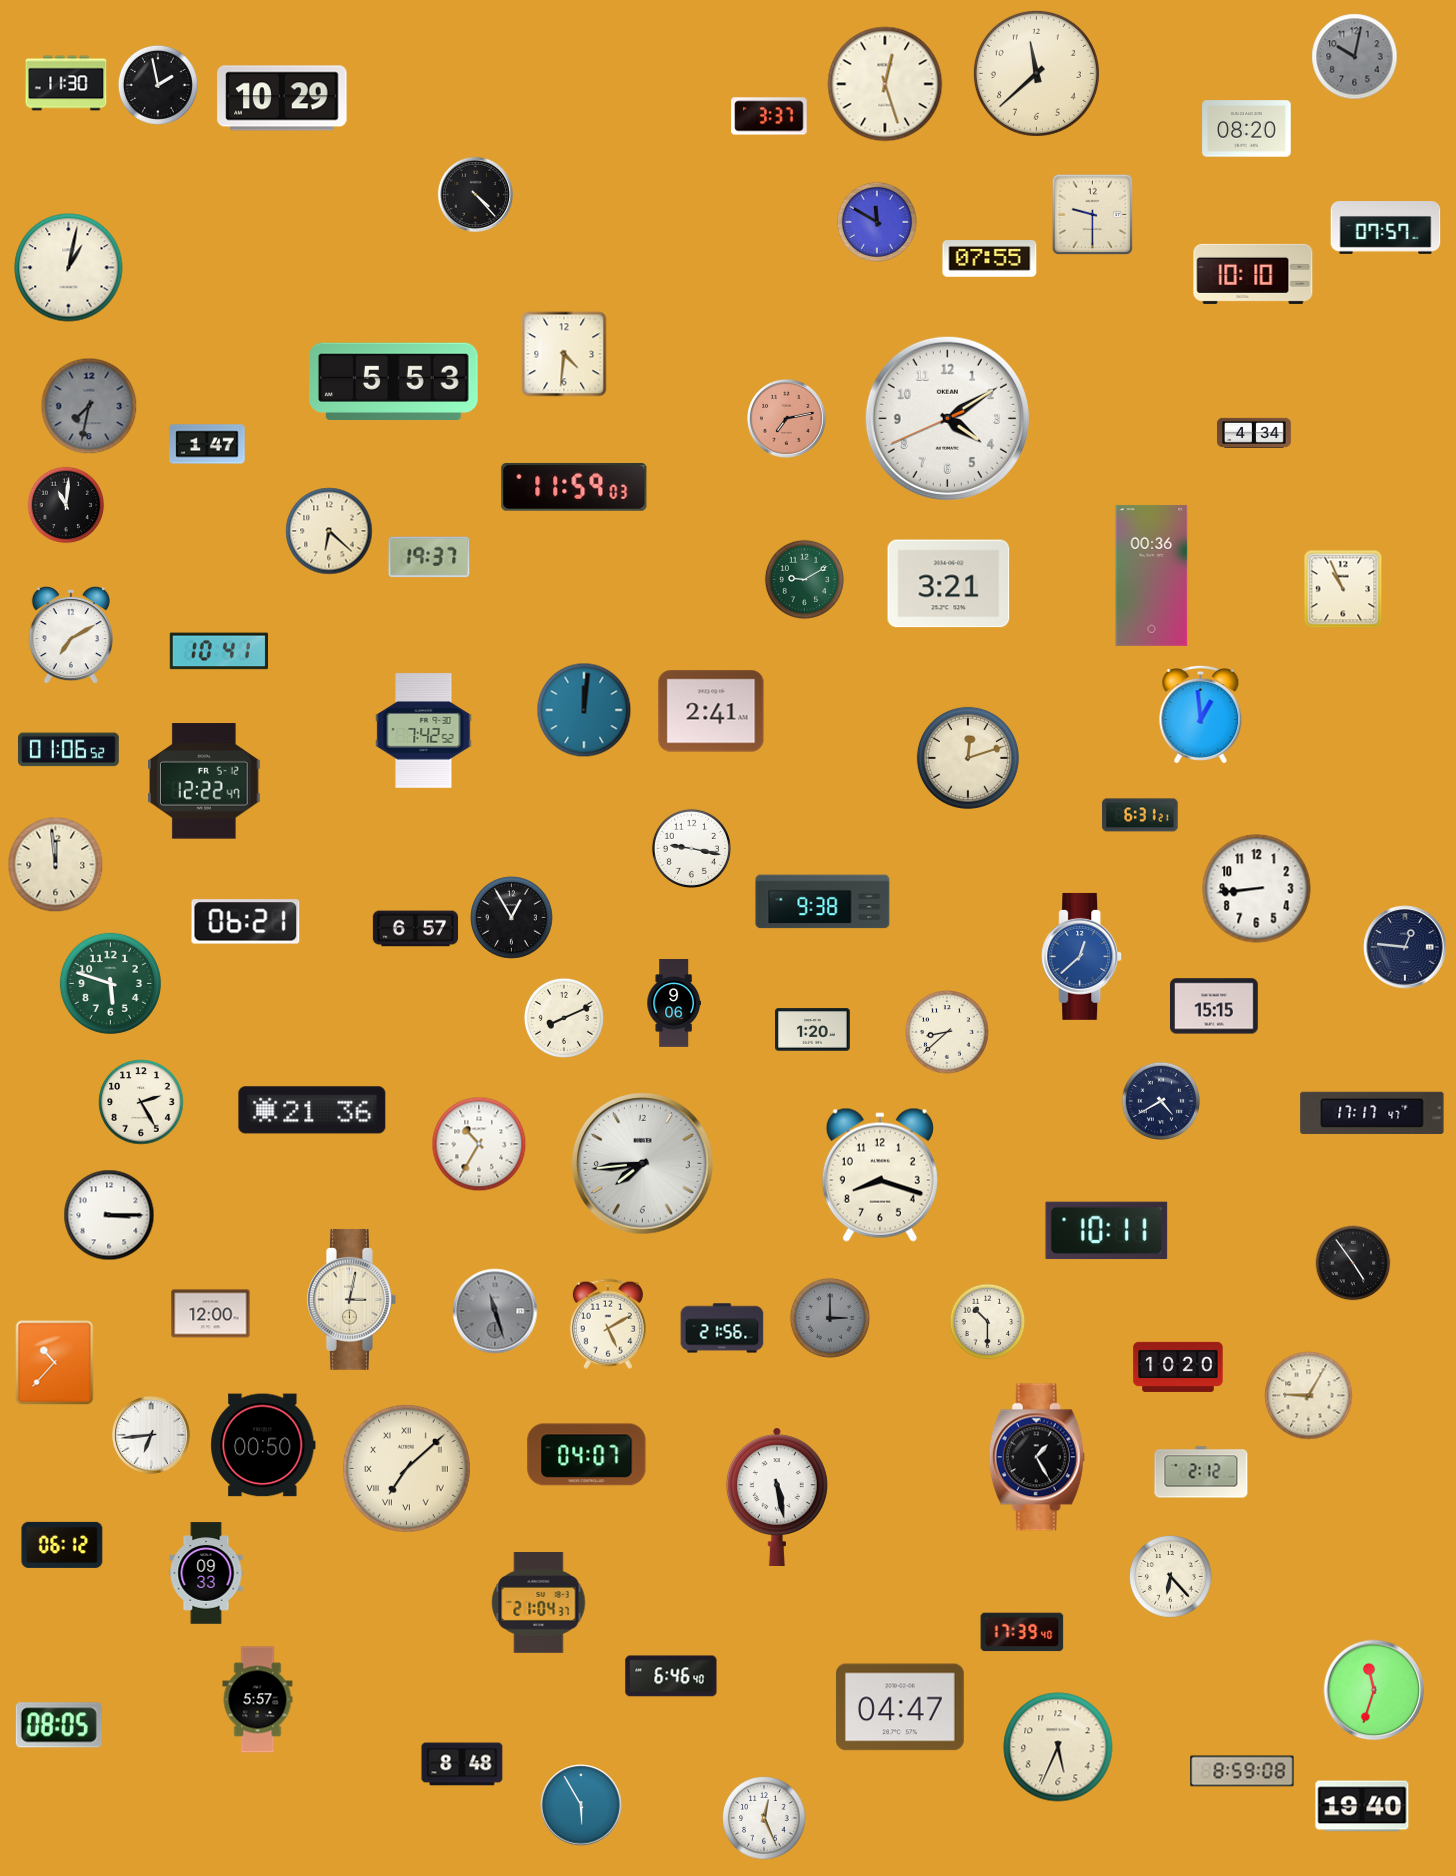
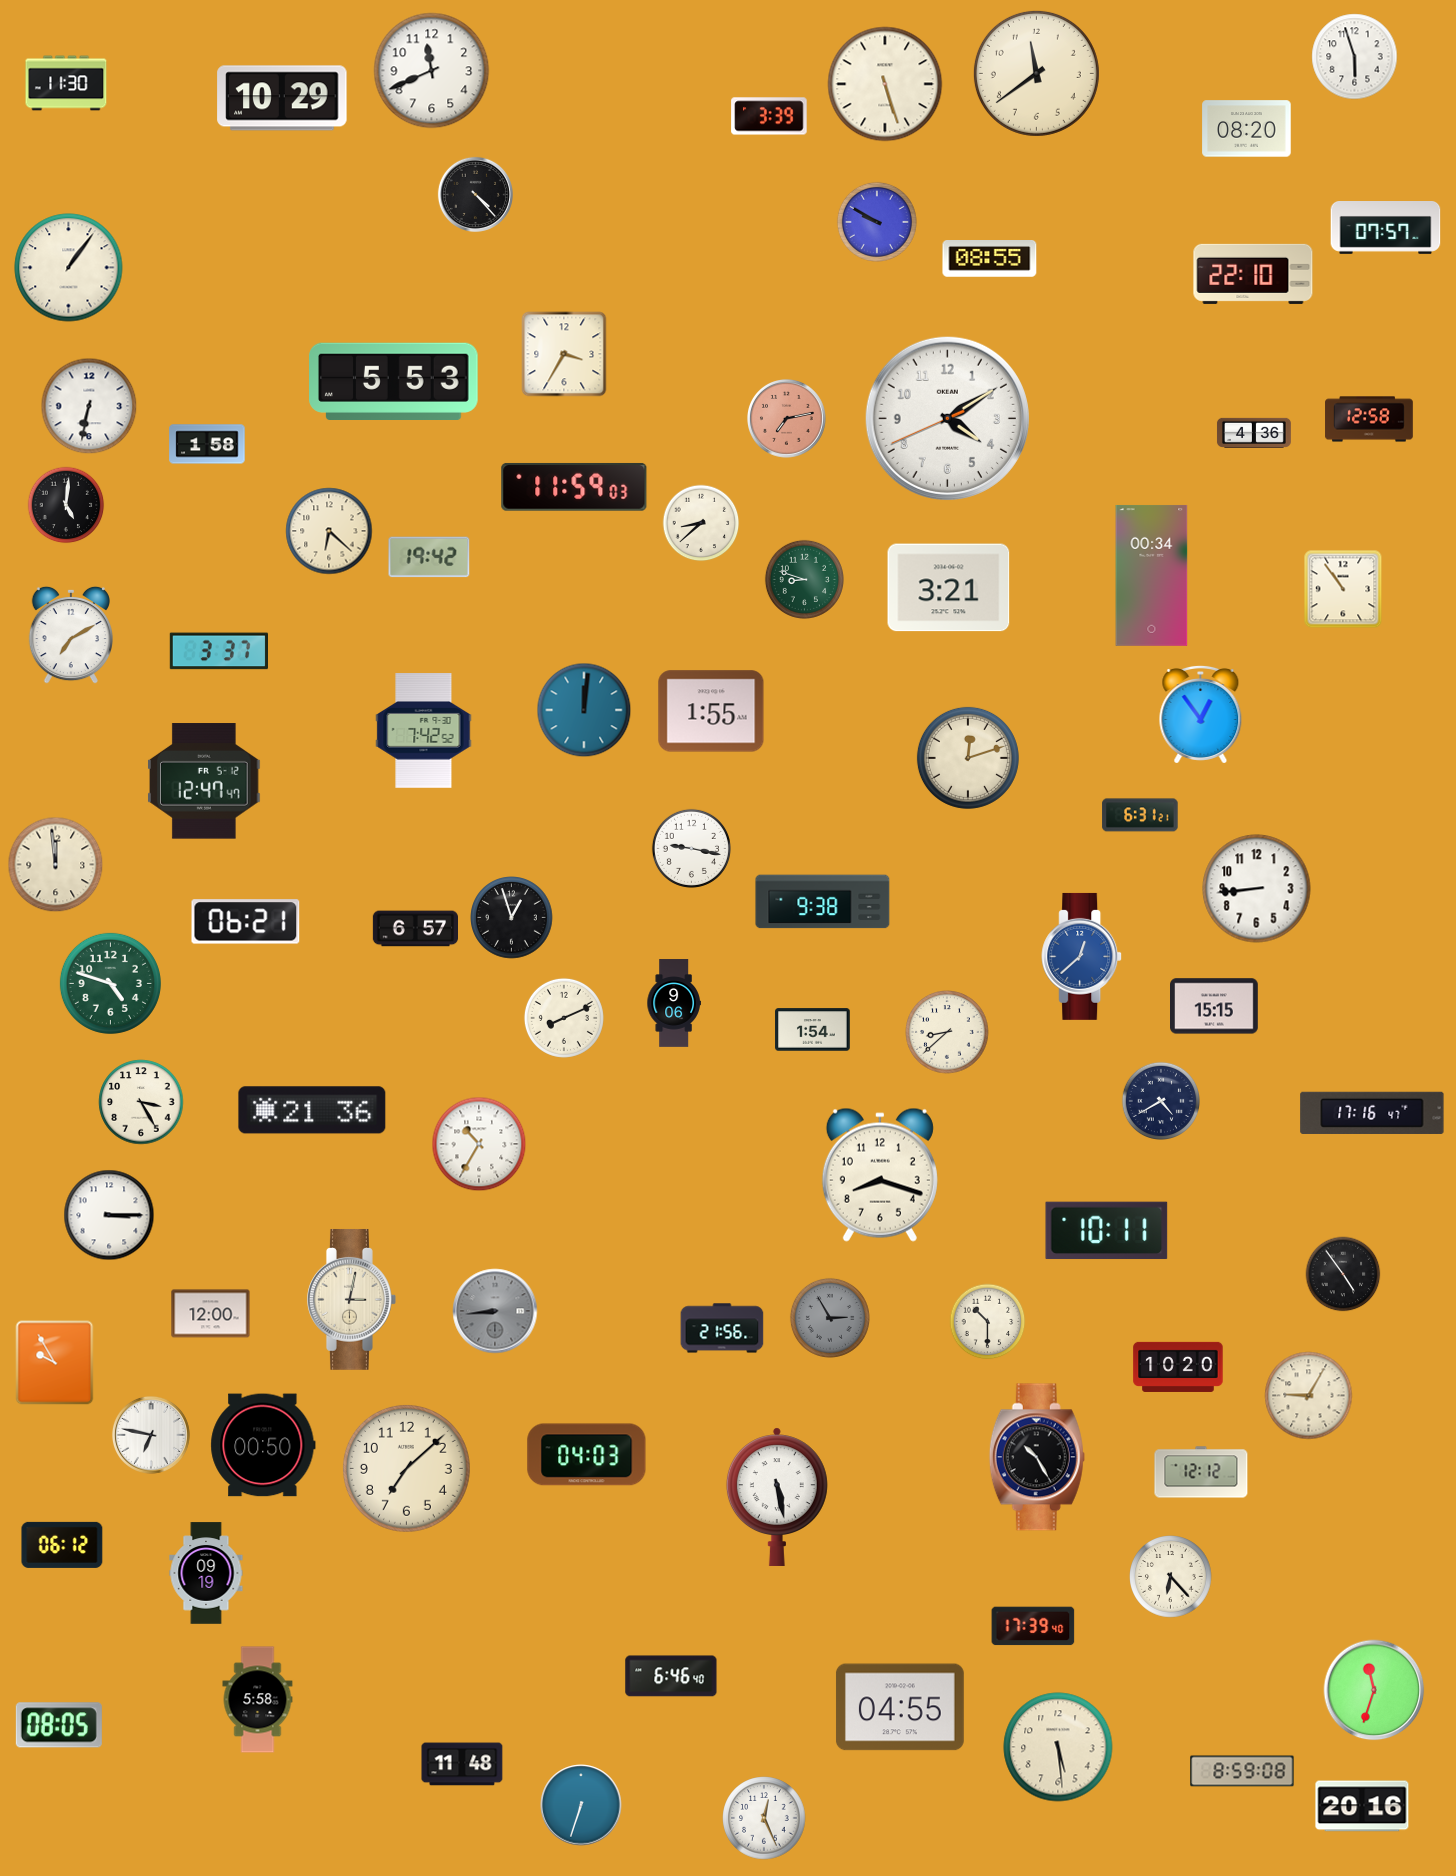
clock at (1355, 57): 10:02 -> 5:57
clock at (1355, 57) dial: grey -> white
clock at (432, 71): none -> 11:41
clock at (1036, 73): 11:38 -> 11:39
clock at (885, 84): 12:27 -> 5:27
clock at (158, 85): 1:58 -> none
clock at (769, 116): 3:37 -> 3:39
clock at (1093, 215): 9:30 -> none
clock at (877, 222): 11:50 -> 9:50
clock at (990, 259): 07:55 -> 08:55
clock at (69, 268): 1:02 -> 1:06
clock at (1253, 274): 10:10 -> 22:10
clock at (564, 354): 4:31 -> 3:35
clock at (89, 406): 7:32 -> 6:32
clock at (89, 406) dial: grey -> white
clock at (1369, 419): none -> 12:58
clock at (1254, 433): 4:34 -> 4:36
clock at (207, 444): 1:47 -> 1:58
clock at (66, 505): 11:01 -> 5:01
clock at (701, 523): none -> 8:38
clock at (429, 557): 19:37 -> 19:42
clock at (1152, 575): 00:36 -> 00:34
clock at (804, 579): 9:10 -> 8:48
clock at (949, 584) position: (949, 584) -> (949, 588)
clock at (1343, 589): 10:56 -> 10:54
clock at (218, 651): 10:41 -> 3:37
clock at (711, 711): 2:41 -> 1:55
clock at (1201, 714): 12:59 -> 12:54
clock at (68, 750): 01:06 -> none
clock at (204, 781): 12:22 -> 12:47
clock at (512, 918): 12:55 -> 12:57
clock at (1405, 947): 12:46 -> none
clock at (110, 983): 5:48 -> 4:48
clock at (813, 1030): 1:20 -> 1:54
clock at (141, 1102): 2:25 -> 3:25
clock at (1372, 1113): 17:17 -> 17:16
clock at (642, 1163): 7:44 -> none
clock at (1353, 1263) position: (1353, 1263) -> (1343, 1274)
clock at (495, 1311): 11:27 -> 8:44
clock at (830, 1318): 3:00 -> 2:55
clock at (608, 1324): 5:10 -> none
clock at (55, 1363): 10:37 -> 9:55
clock at (151, 1435): 6:44 -> 6:47
clock at (587, 1455): 04:07 -> 04:03
clock at (1037, 1457): 1:25 -> 10:25
clock at (406, 1468) numerals: Roman -> Arabic
clock at (1201, 1472): 2:12 -> 12:12
clock at (206, 1573): 09:33 -> 09:19
clock at (539, 1603): 21:04 -> none
clock at (1022, 1632) position: (1022, 1632) -> (1033, 1626)
clock at (258, 1700): 5:57 -> 5:58
clock at (900, 1707): 04:47 -> 04:55
clock at (1058, 1747): 5:34 -> 5:29
clock at (462, 1764): 8:48 -> 11:48
clock at (581, 1805): 5:55 -> 6:33
clock at (1362, 1806): 19:40 -> 20:16
